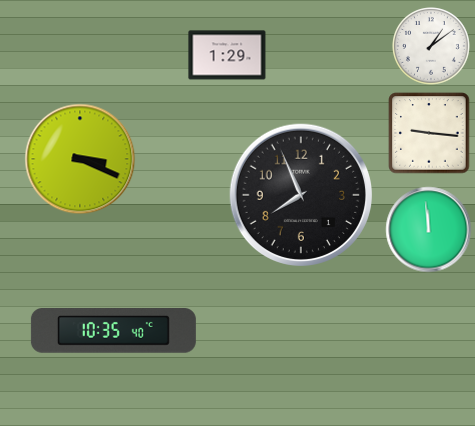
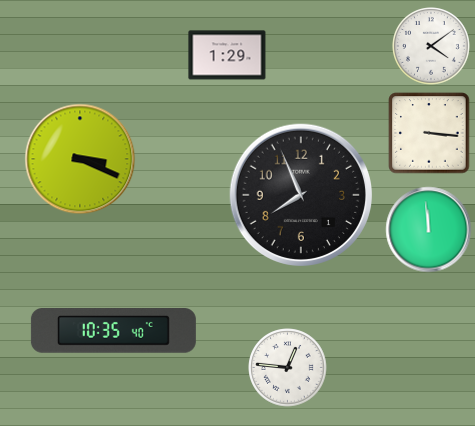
clock at (432, 47): 1:09 -> 4:09
clock at (429, 133): 9:16 -> 3:16
clock at (288, 368): none -> 12:46
